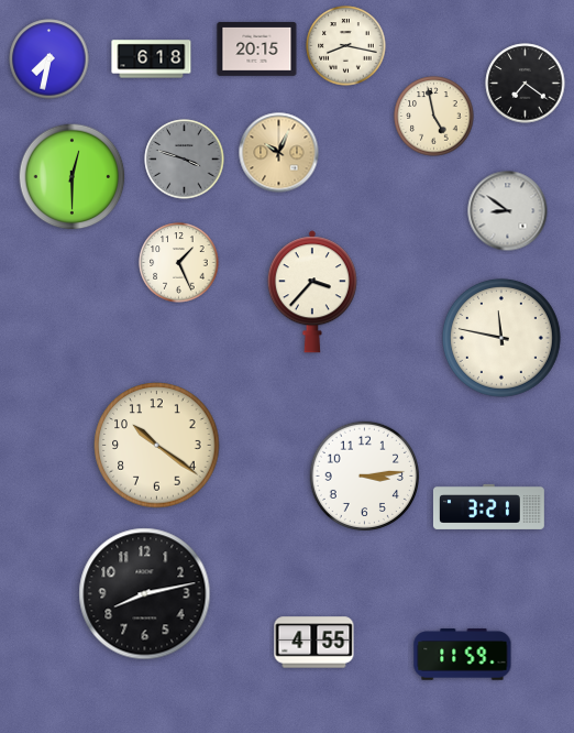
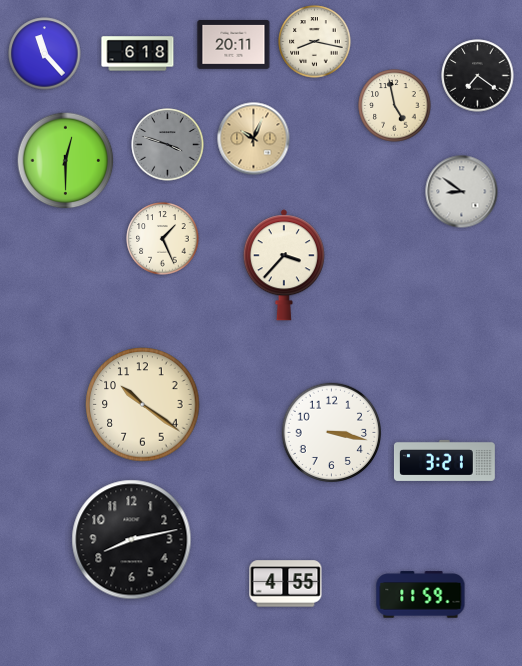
clock at (257, 50): 20:15 -> 20:11
clock at (49, 59): 7:32 -> 11:23
clock at (501, 338): 11:47 -> none
clock at (364, 475): 3:14 -> 3:17
